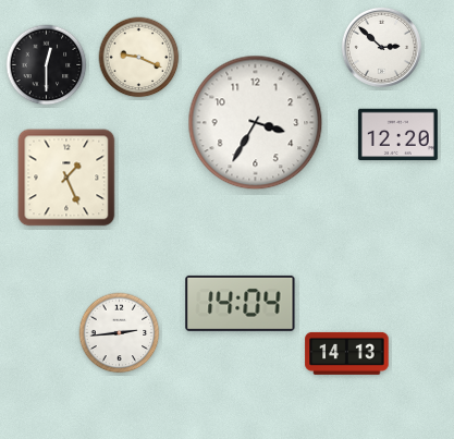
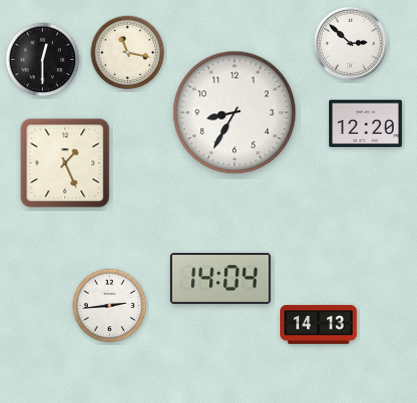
clock at (139, 58): 9:19 -> 11:17
clock at (256, 123): 3:35 -> 8:35
clock at (66, 178) position: (66, 178) -> (65, 163)
